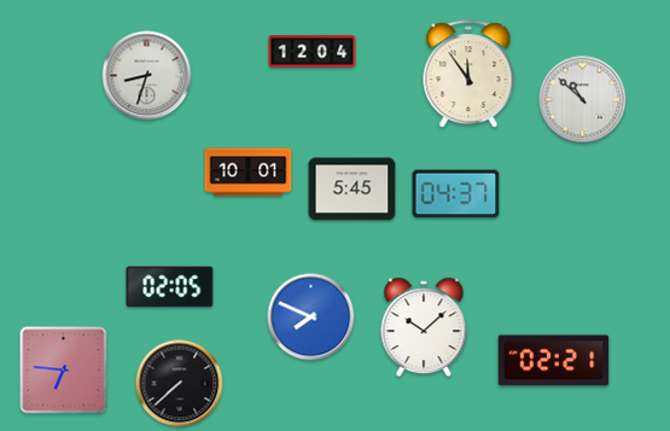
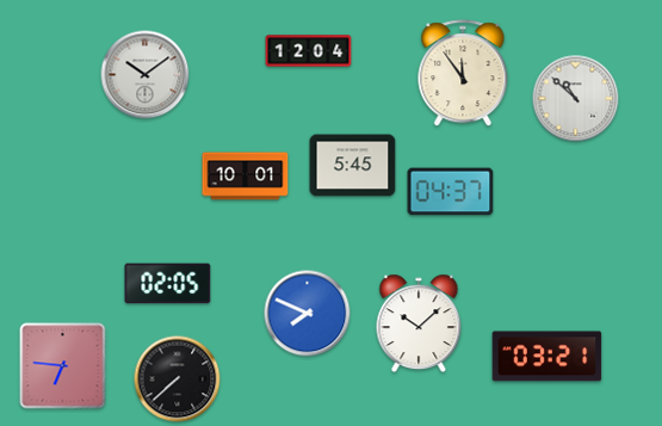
clock at (147, 76): 8:33 -> 10:09
clock at (249, 173) position: (249, 173) -> (246, 177)
clock at (353, 190) position: (353, 190) -> (353, 166)
clock at (554, 361): 02:21 -> 03:21
